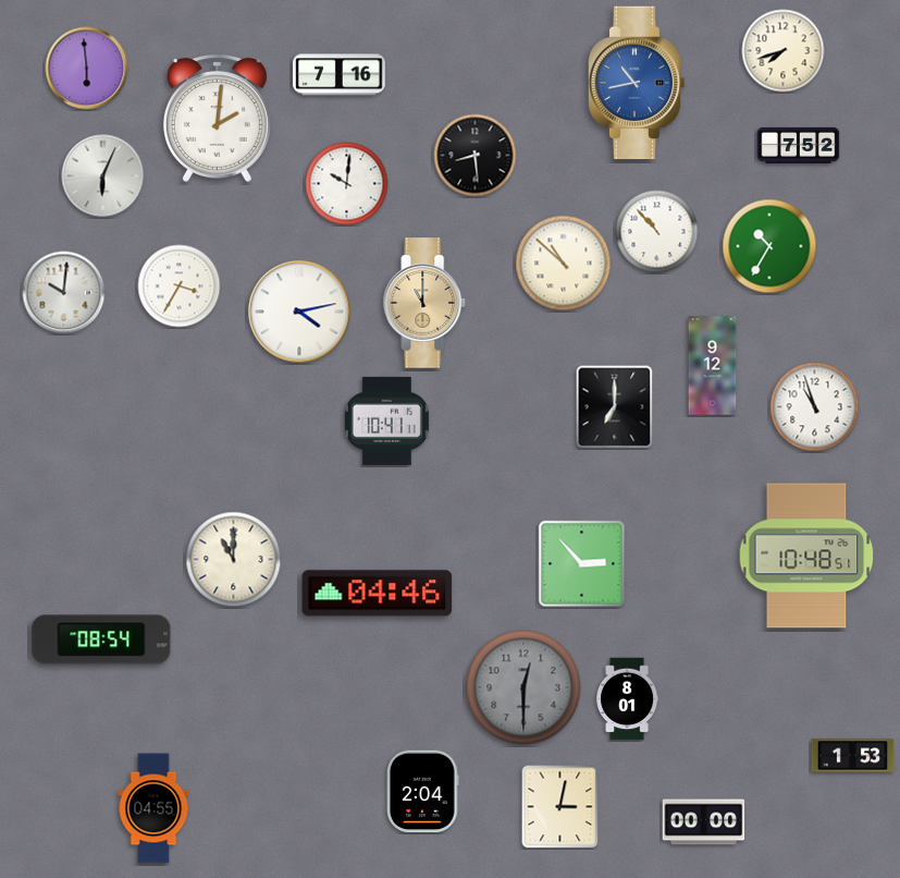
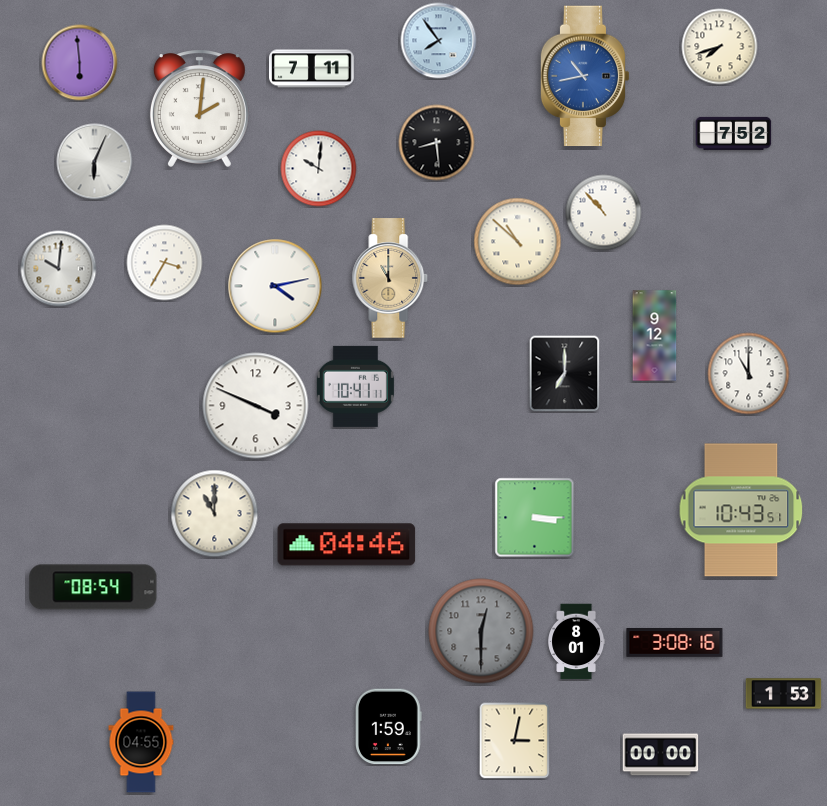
clock at (439, 41): none -> 7:54
clock at (340, 75): 7:16 -> 7:11
clock at (769, 246): 10:35 -> none
clock at (815, 407): 10:57 -> 11:00
clock at (256, 406): none -> 3:49
clock at (806, 556): 10:48 -> 10:43
clock at (582, 564): 2:53 -> 3:15
clock at (675, 643): none -> 3:08
clock at (423, 792): 2:04 -> 1:59
clock at (704, 822) position: (704, 822) -> (661, 755)
